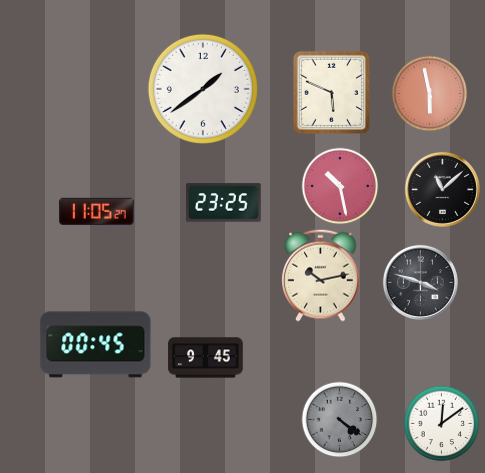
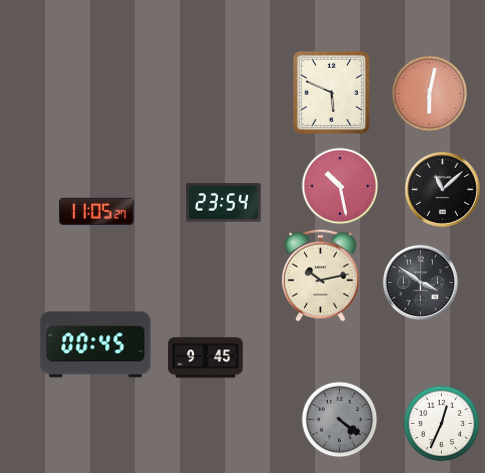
clock at (203, 89): 1:39 -> none
clock at (430, 94): 5:58 -> 6:02
clock at (224, 203): 23:25 -> 23:54
clock at (420, 282): 3:48 -> 3:51
clock at (442, 424): 12:09 -> 12:34
